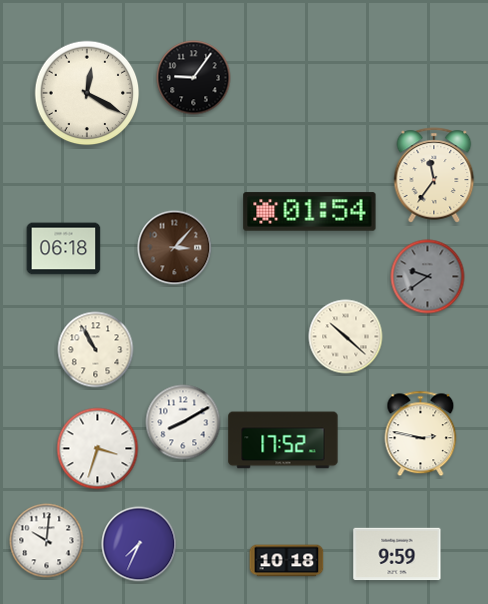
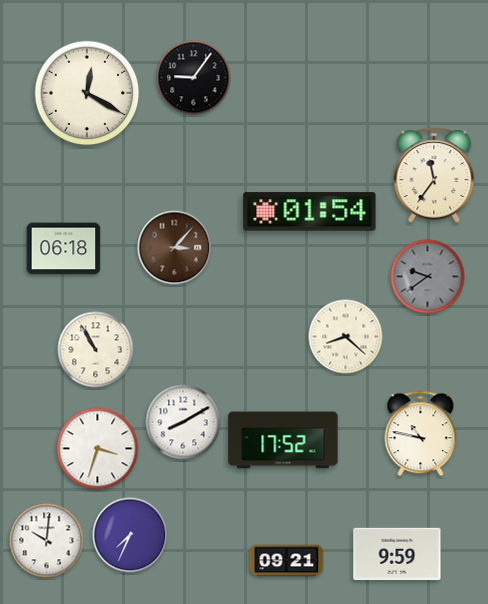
clock at (346, 337): 10:22 -> 8:22
clock at (421, 434): 2:47 -> 10:47
clock at (139, 544) position: (139, 544) -> (130, 535)
clock at (287, 561): 10:18 -> 09:21
